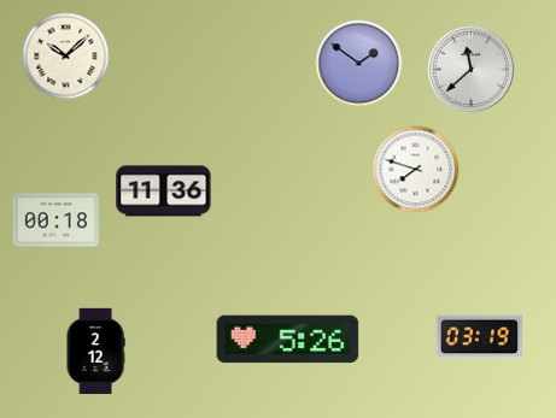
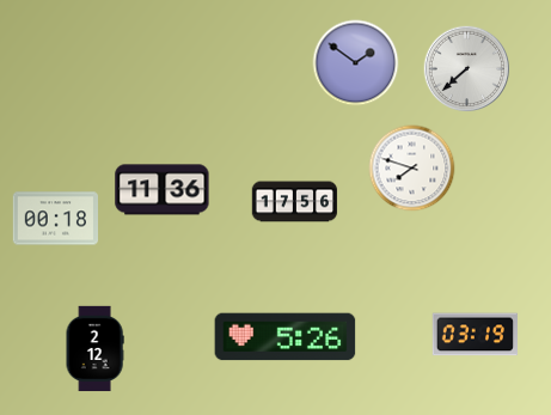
clock at (66, 57): 10:08 -> none
clock at (472, 70): 11:38 -> 7:38
clock at (295, 202): none -> 17:56
